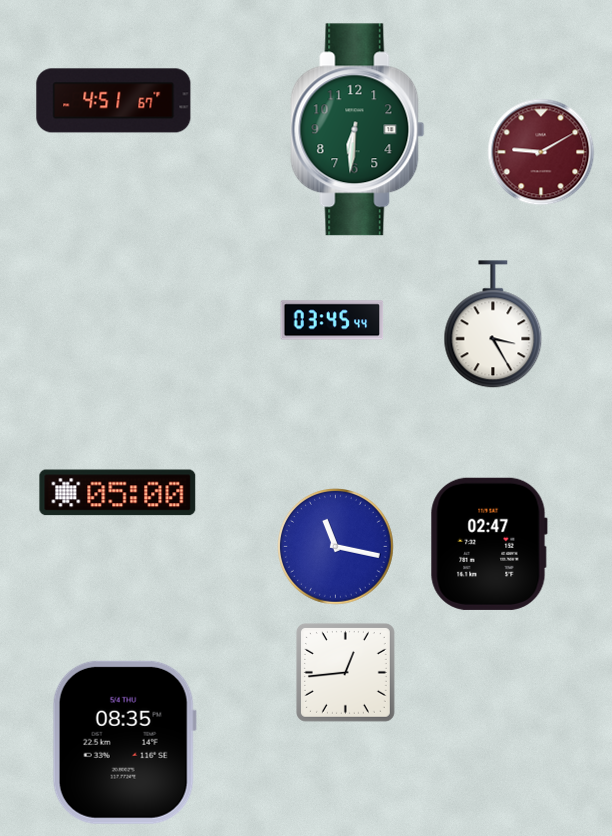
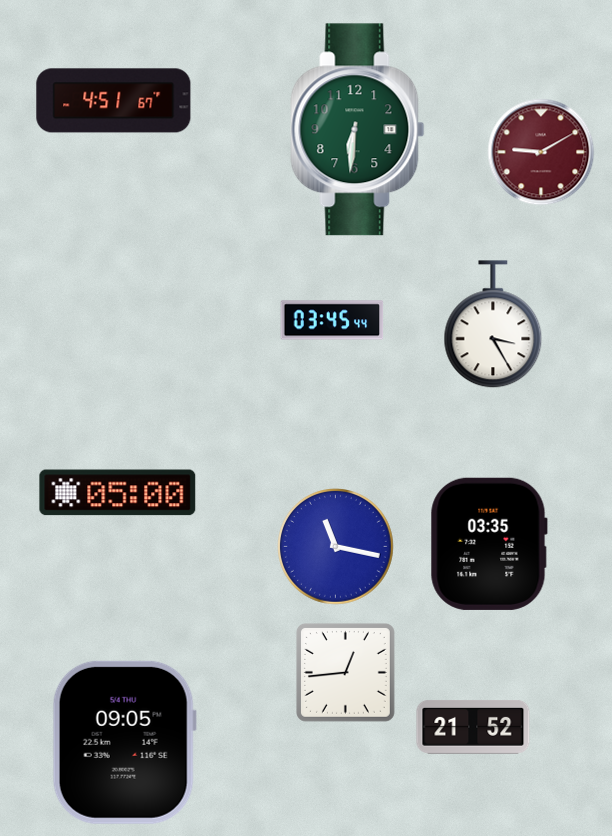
clock at (489, 544): 02:47 -> 03:35
clock at (473, 727): none -> 21:52
clock at (124, 742): 08:35 -> 09:05
